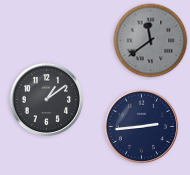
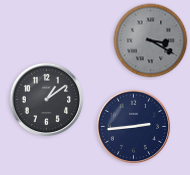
clock at (151, 41): 11:39 -> 3:20
clock at (142, 127) position: (142, 127) -> (134, 127)
